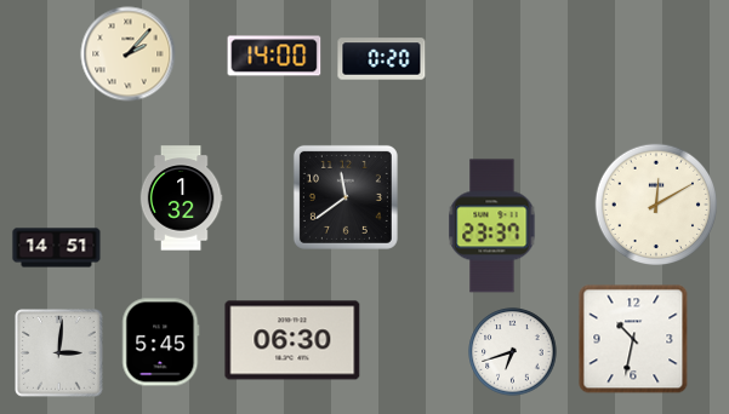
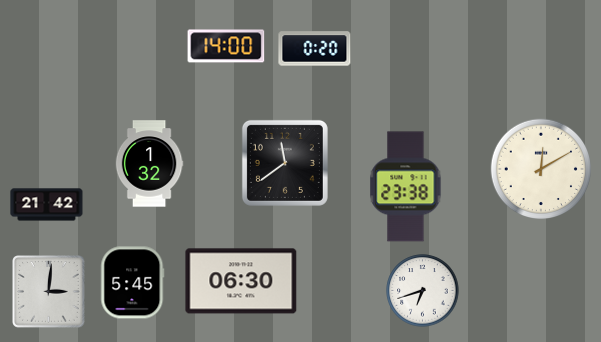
clock at (129, 54): 2:07 -> none
clock at (492, 226): 23:37 -> 23:38
clock at (57, 248): 14:51 -> 21:42
clock at (633, 339): 10:32 -> none
